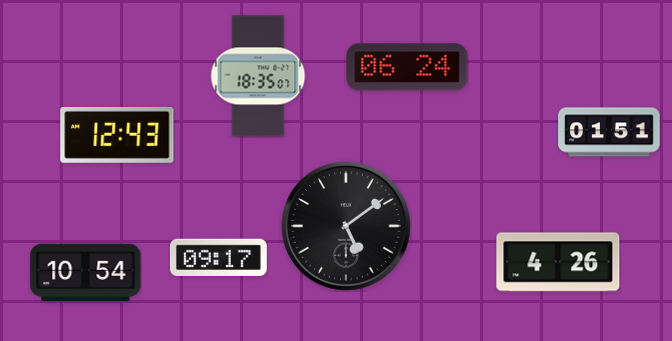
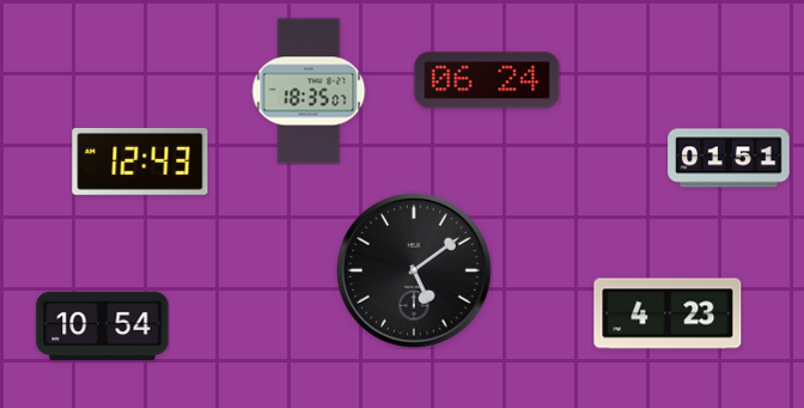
clock at (218, 258): 09:17 -> none
clock at (558, 262): 4:26 -> 4:23
